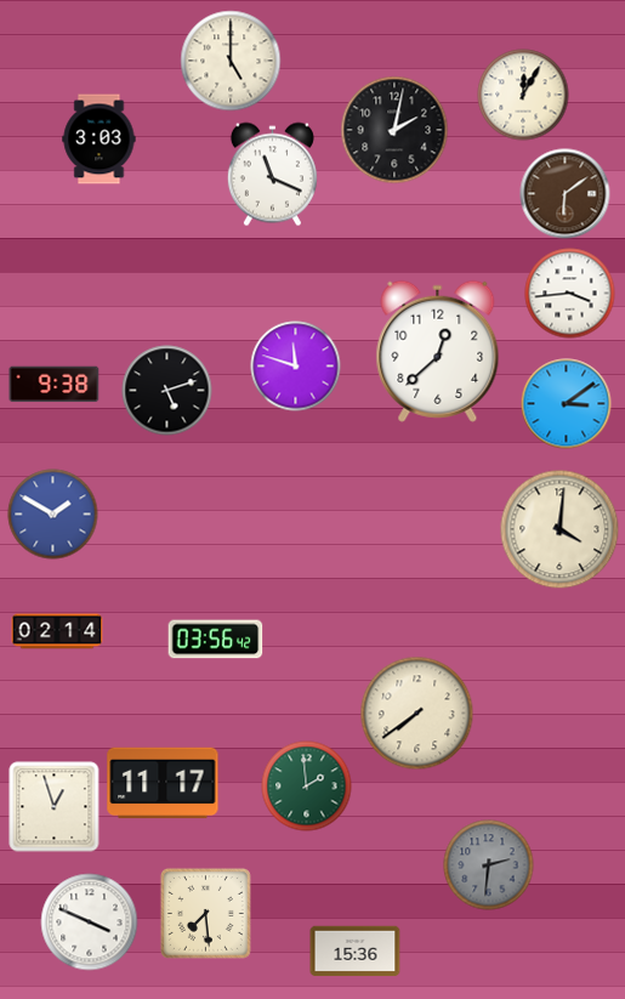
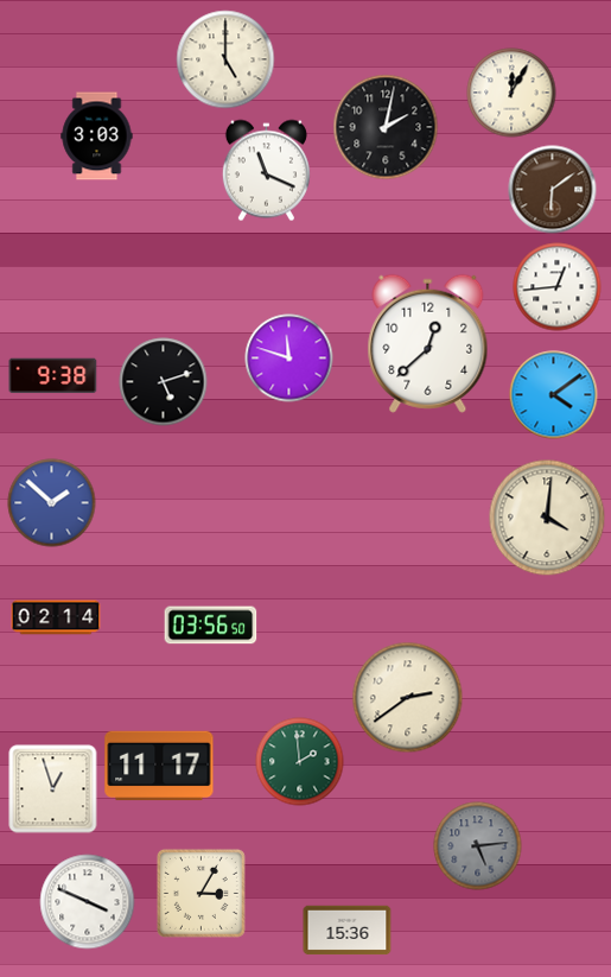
clock at (570, 294): 3:44 -> 12:44
clock at (567, 404): 3:09 -> 4:09
clock at (53, 515): 1:50 -> 1:52
clock at (216, 640): 03:56:42 -> 03:56:50
clock at (417, 714): 7:39 -> 2:39
clock at (307, 787) position: (307, 787) -> (300, 762)
clock at (489, 865): 2:31 -> 5:14
clock at (205, 913): 7:29 -> 3:05
